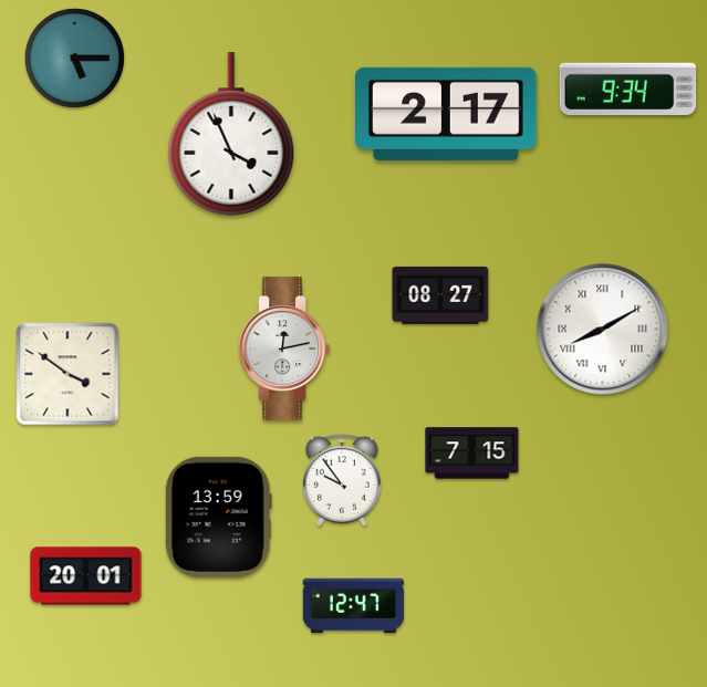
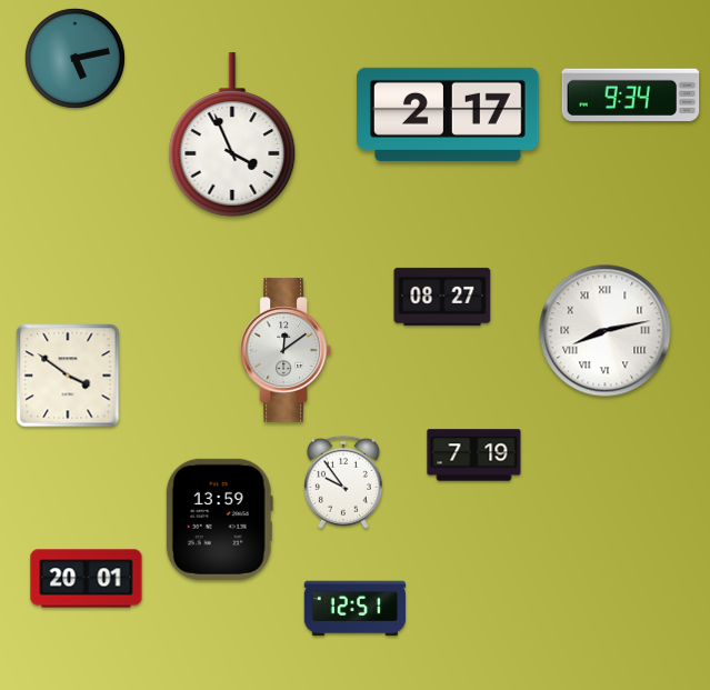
clock at (74, 58): 5:15 -> 5:13
clock at (628, 89) position: (628, 89) -> (631, 94)
clock at (603, 330): 8:10 -> 8:13
clock at (283, 348): 12:13 -> 12:09
clock at (472, 454): 7:15 -> 7:19
clock at (353, 606): 12:47 -> 12:51
